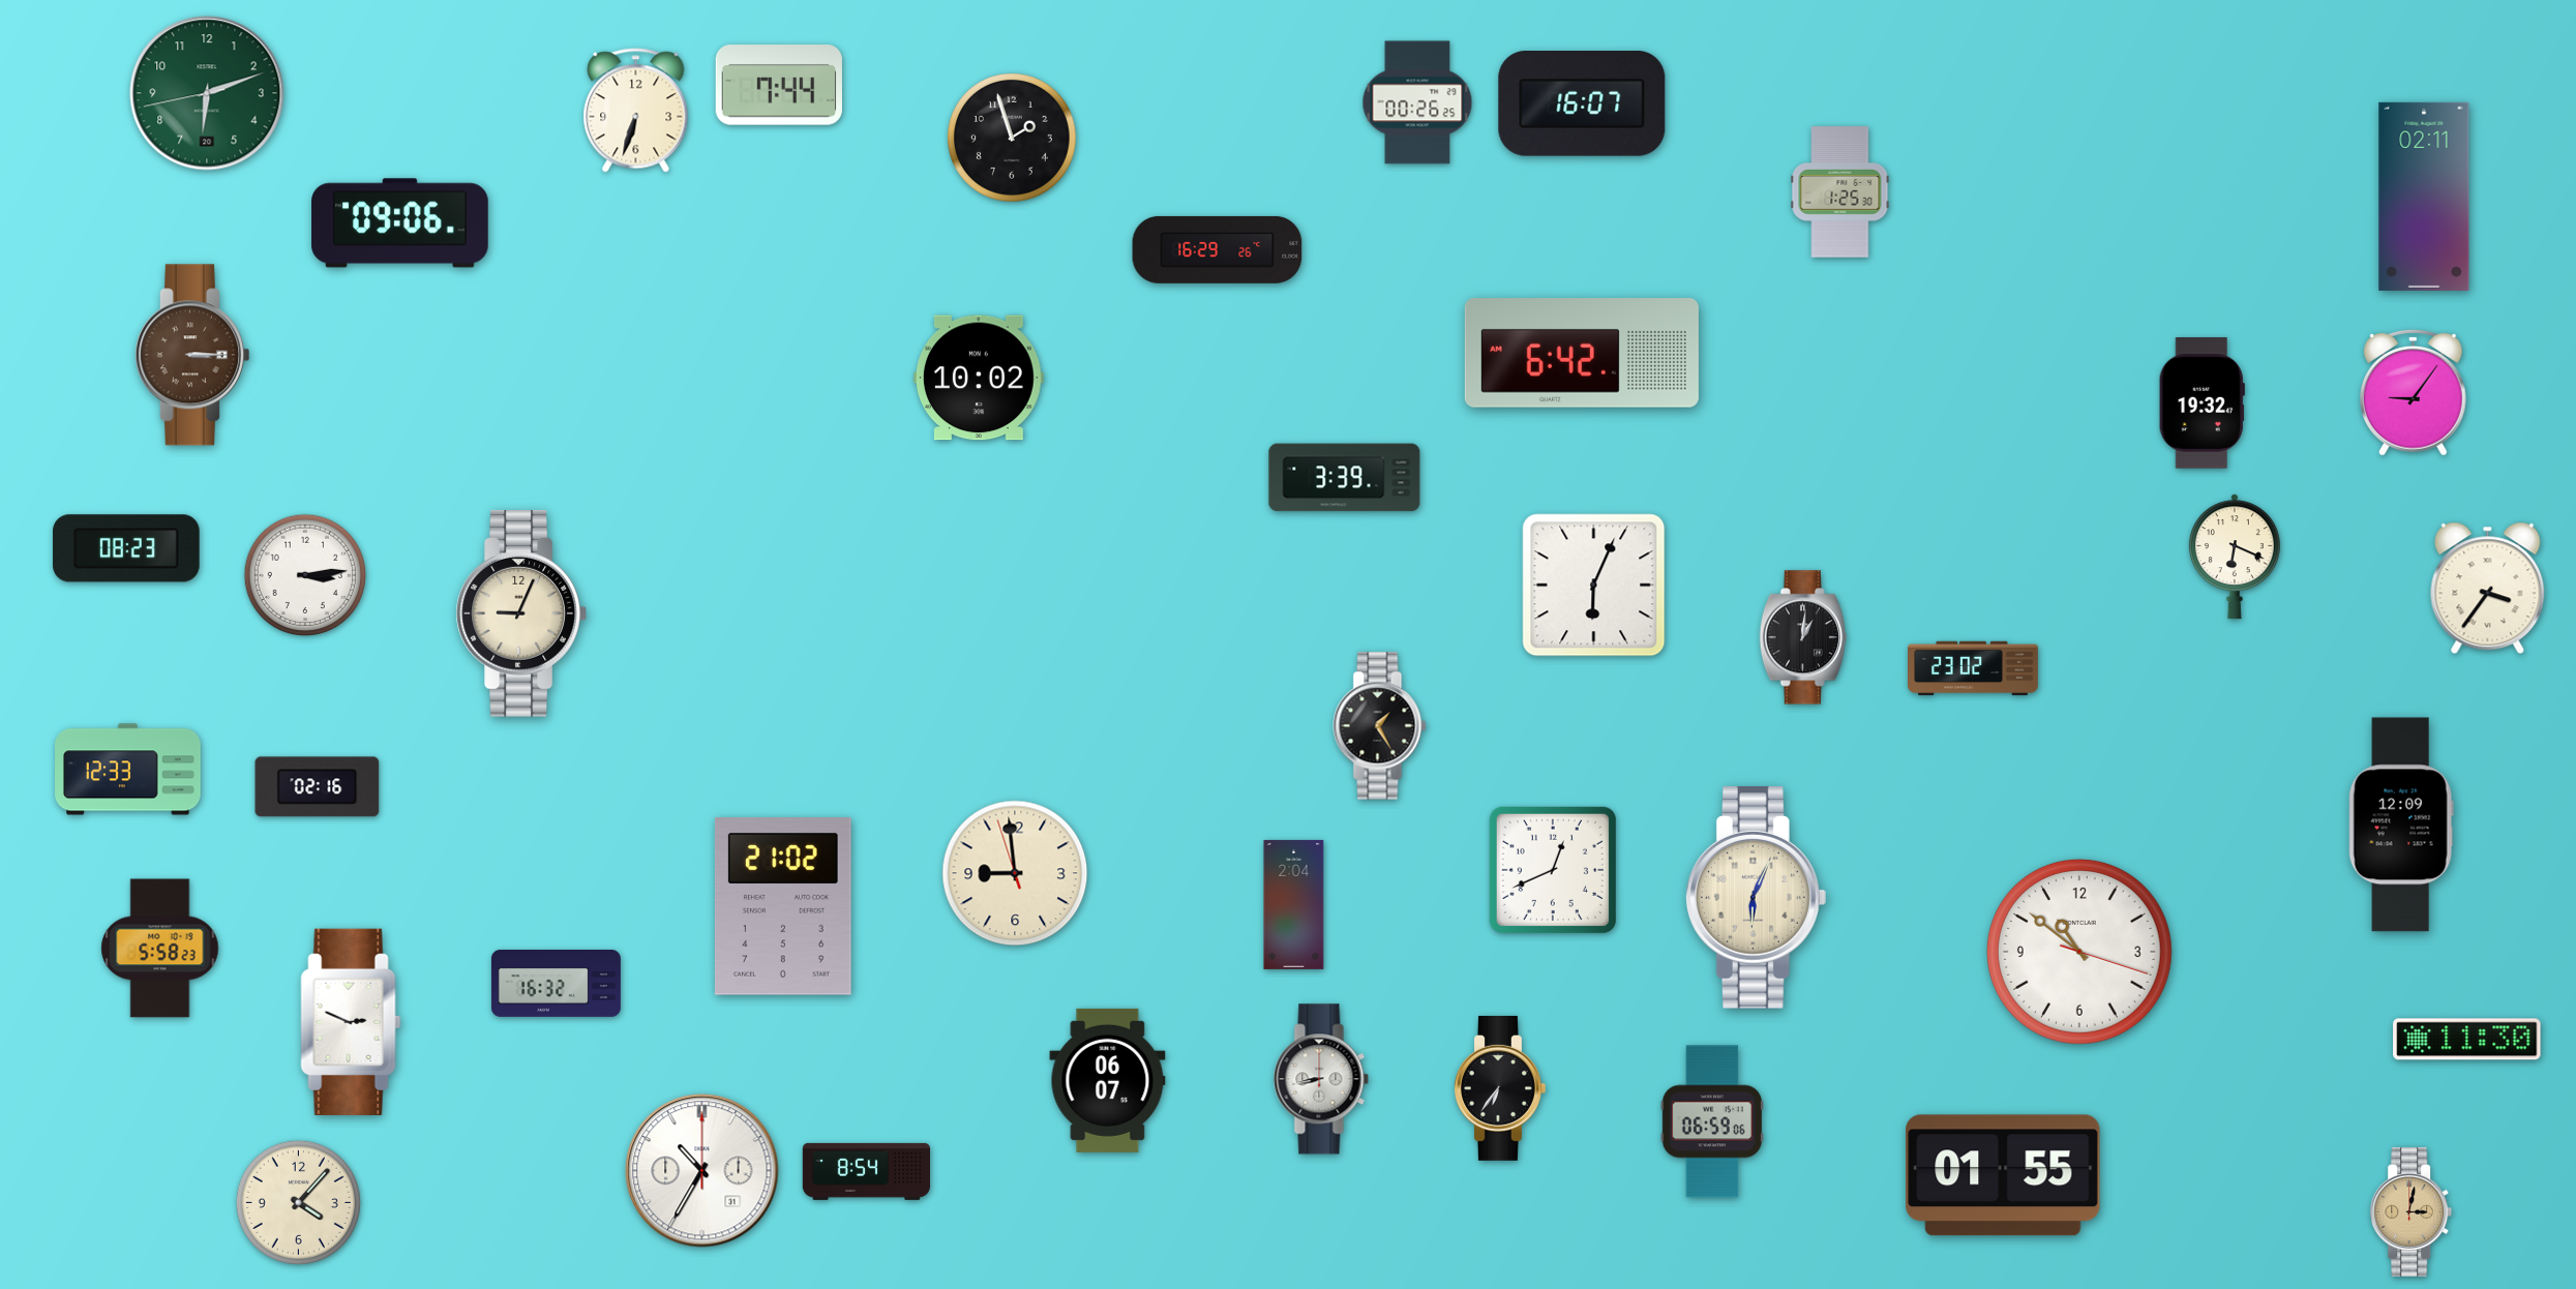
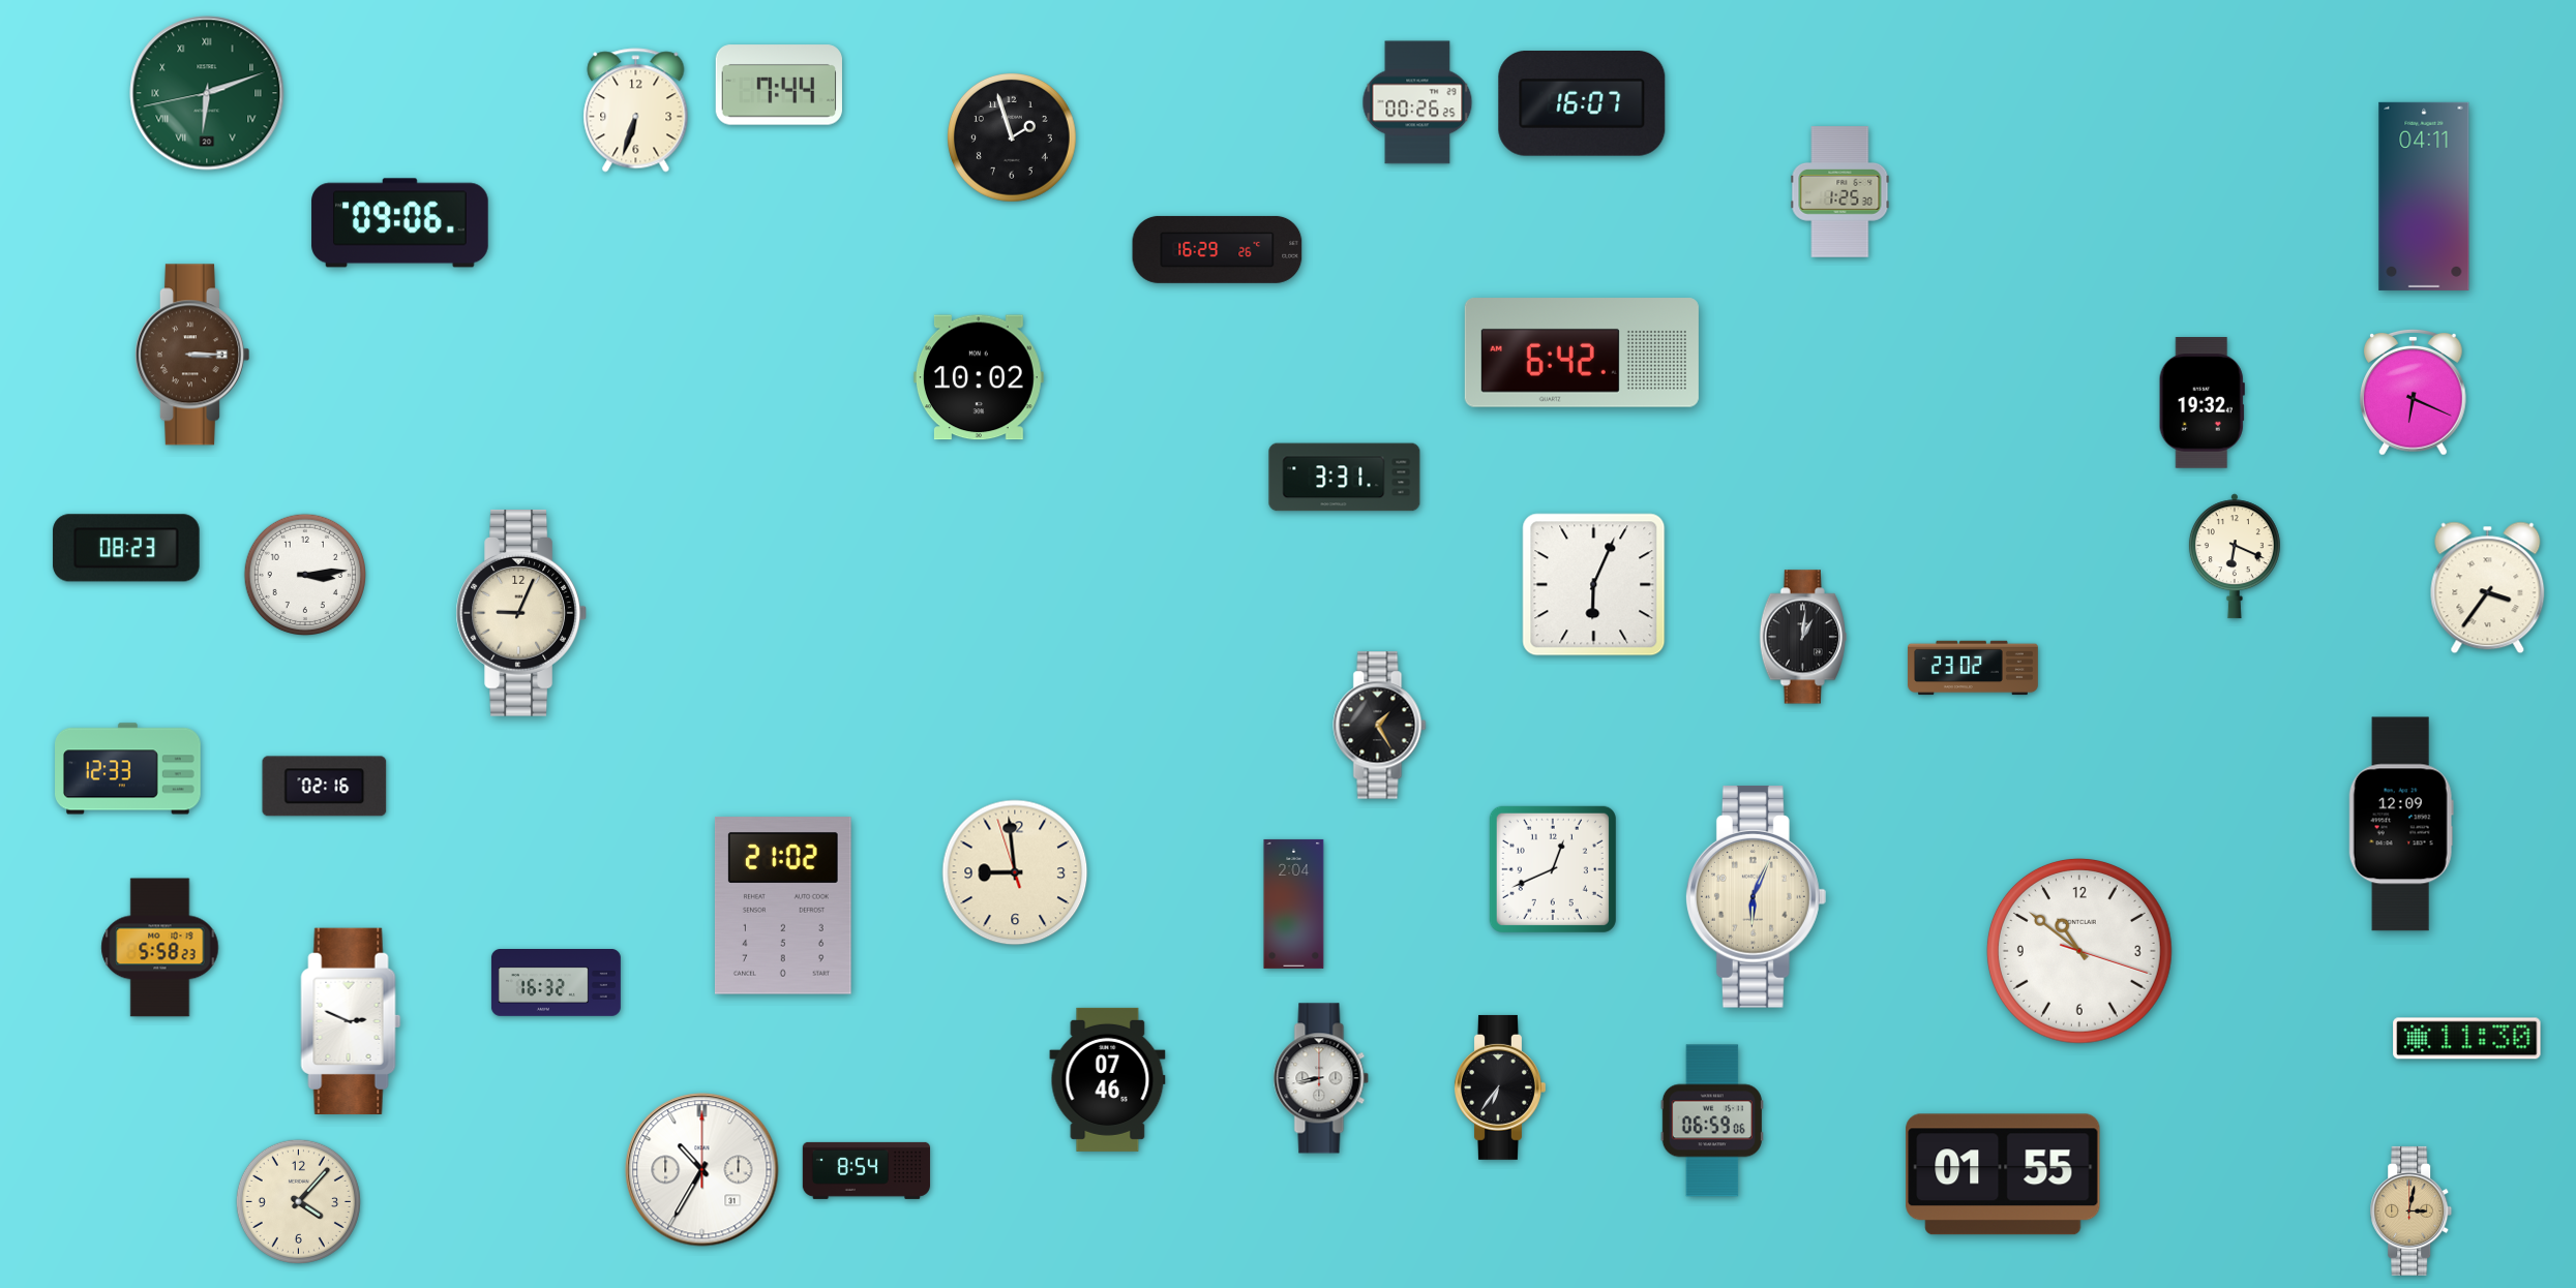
clock at (207, 93) numerals: Arabic -> Roman
clock at (2424, 197): 02:11 -> 04:11
clock at (2414, 392): 9:06 -> 6:19
clock at (1345, 478): 3:39 -> 3:31
clock at (318, 787) position: (318, 787) -> (325, 787)
clock at (1108, 1080): 06:07 -> 07:46
